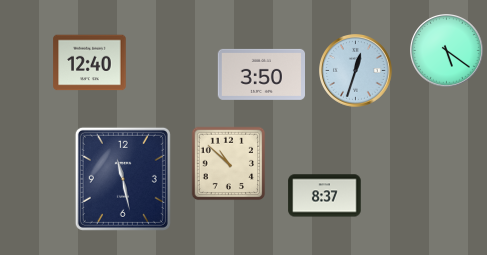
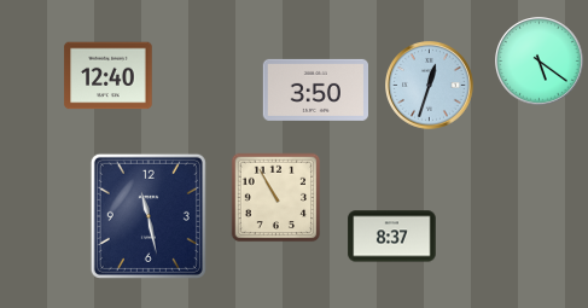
clock at (229, 164): 10:52 -> 10:55
